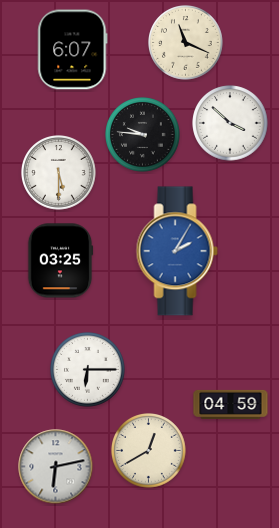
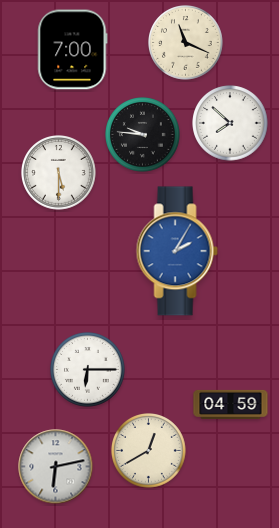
clock at (73, 50): 6:07 -> 7:00
clock at (230, 123): 3:52 -> 7:52
clock at (60, 261): 03:25 -> none
